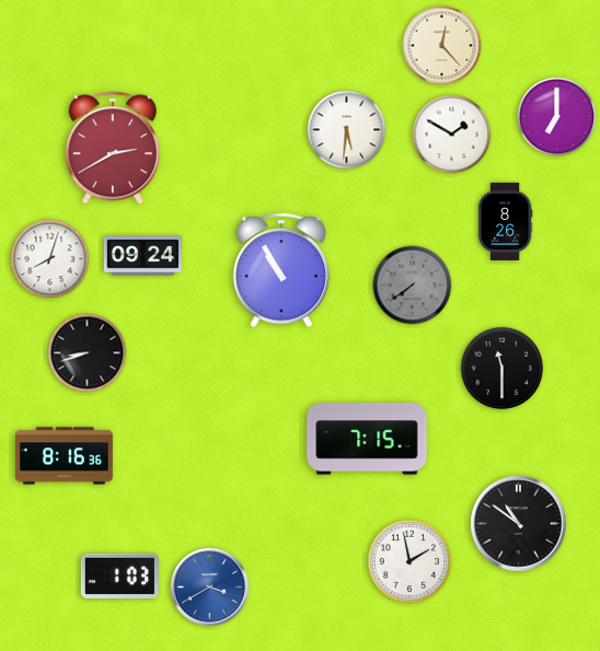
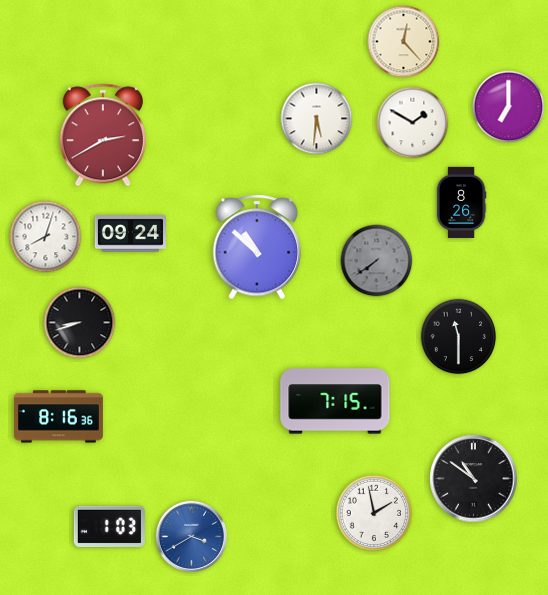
clock at (281, 270): 10:55 -> 10:52
